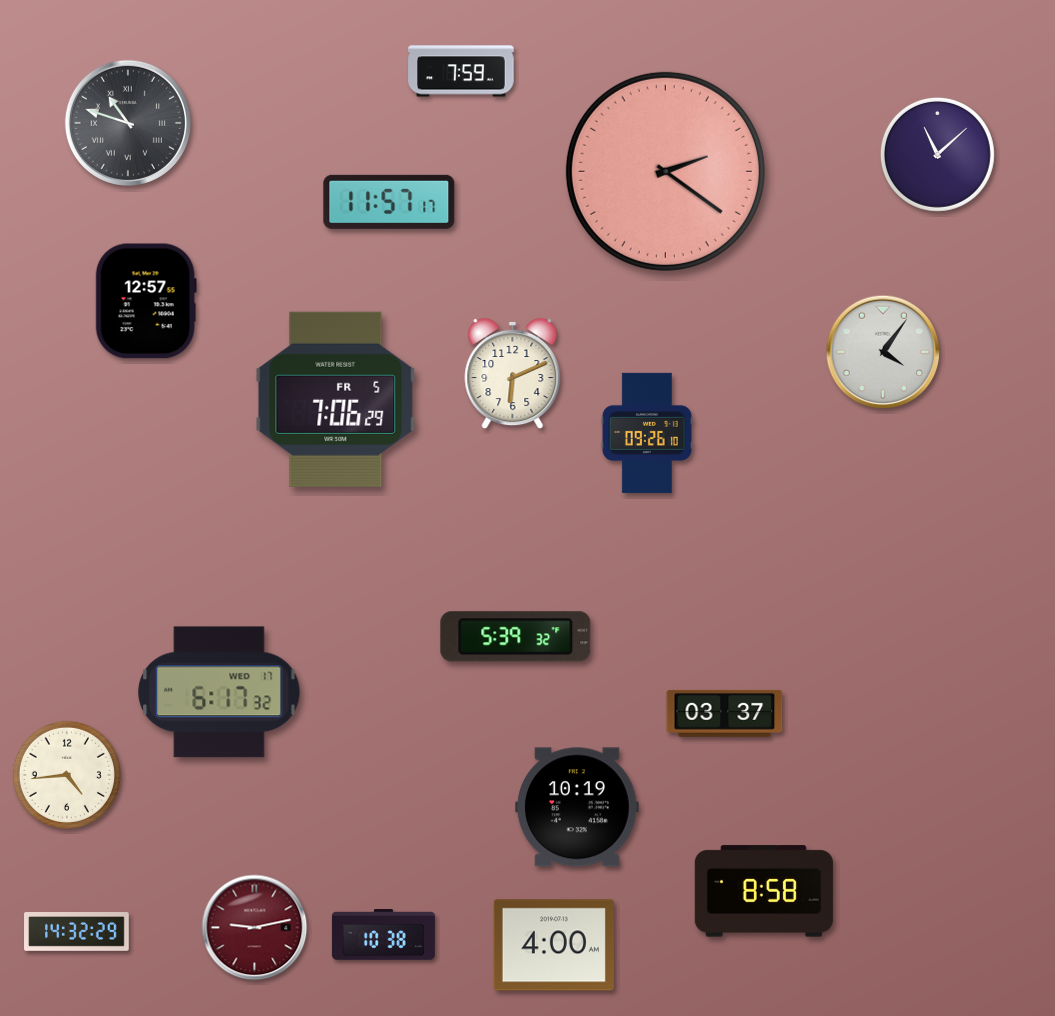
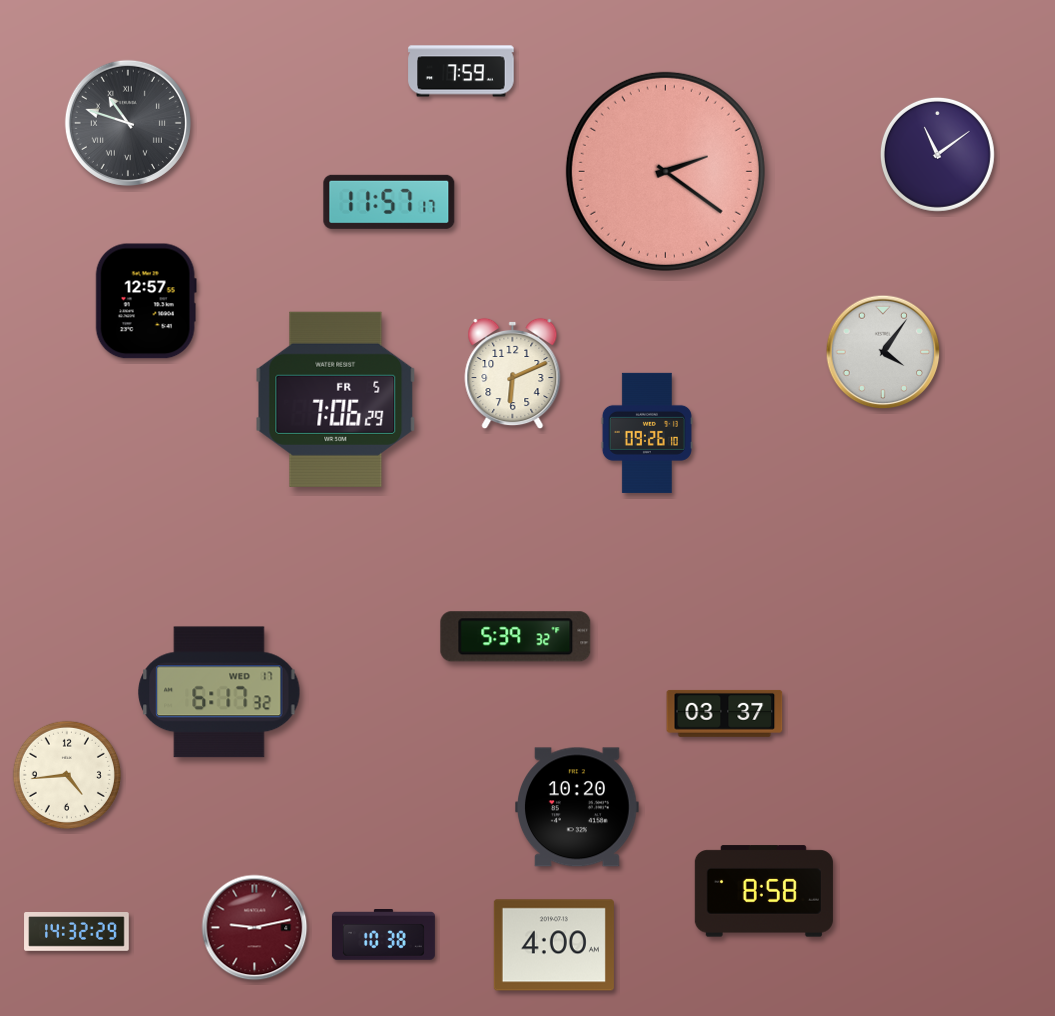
clock at (937, 154): 11:08 -> 11:09
clock at (578, 807): 10:19 -> 10:20
